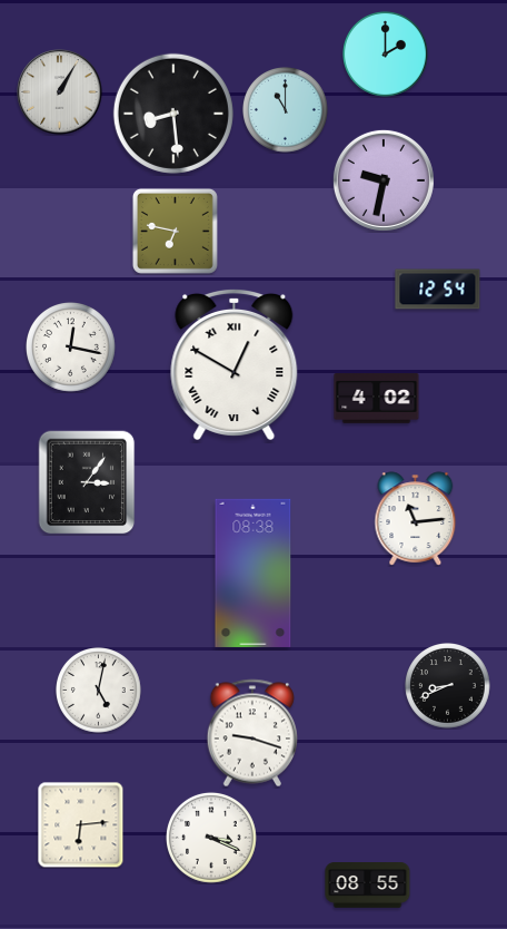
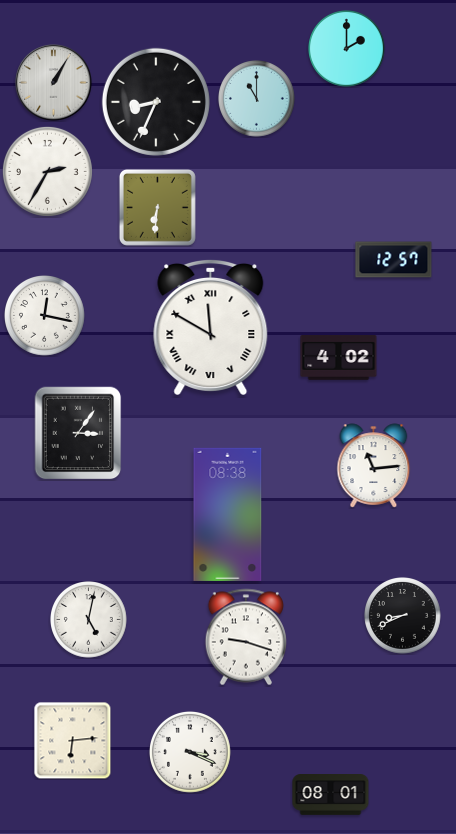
clock at (173, 114): 8:29 -> 8:34
clock at (384, 180): 9:32 -> none
clock at (47, 171): none -> 2:35
clock at (175, 231): 6:47 -> 6:31
clock at (438, 290): 12:54 -> 12:57
clock at (71, 348) position: (71, 348) -> (45, 316)
clock at (235, 365): 12:50 -> 11:50
clock at (251, 733) position: (251, 733) -> (245, 637)
clock at (368, 886): 08:55 -> 08:01
